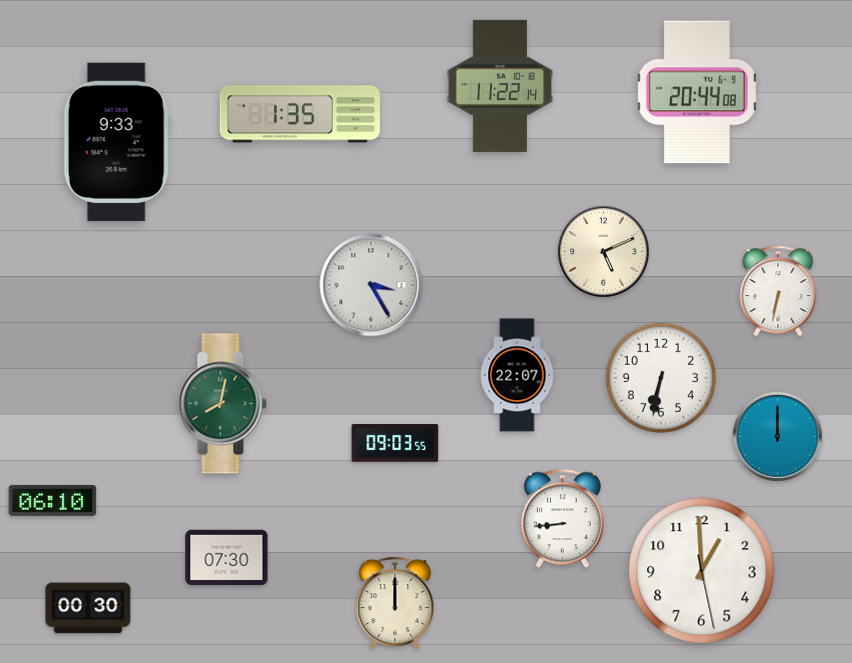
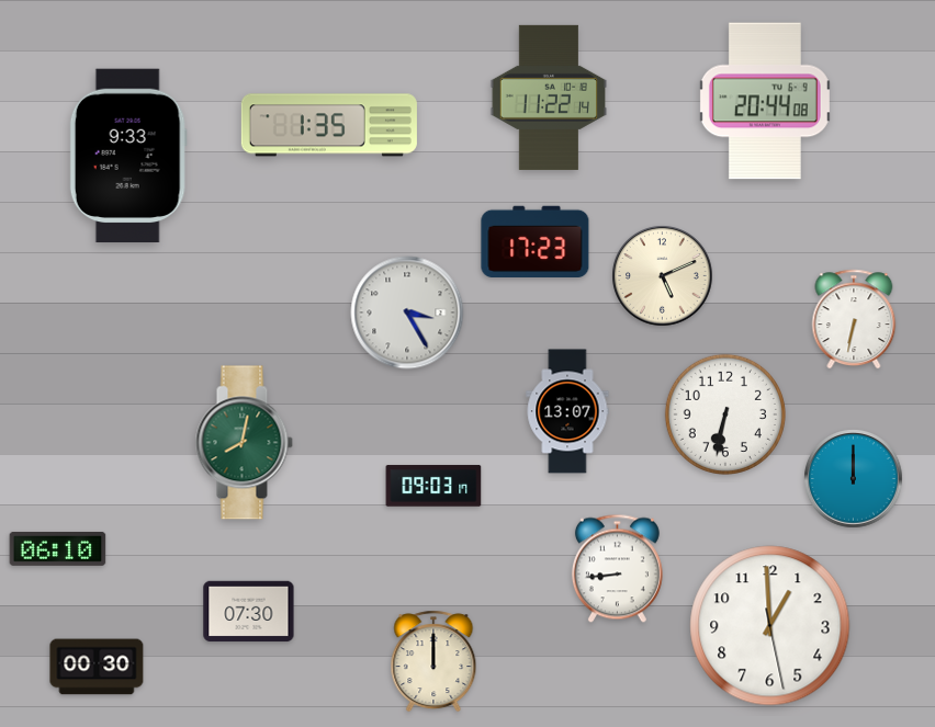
clock at (500, 86) position: (500, 86) -> (549, 98)
clock at (536, 242): none -> 17:23
clock at (517, 375): 22:07 -> 13:07
clock at (395, 443): 09:03:55 -> 09:03:17
